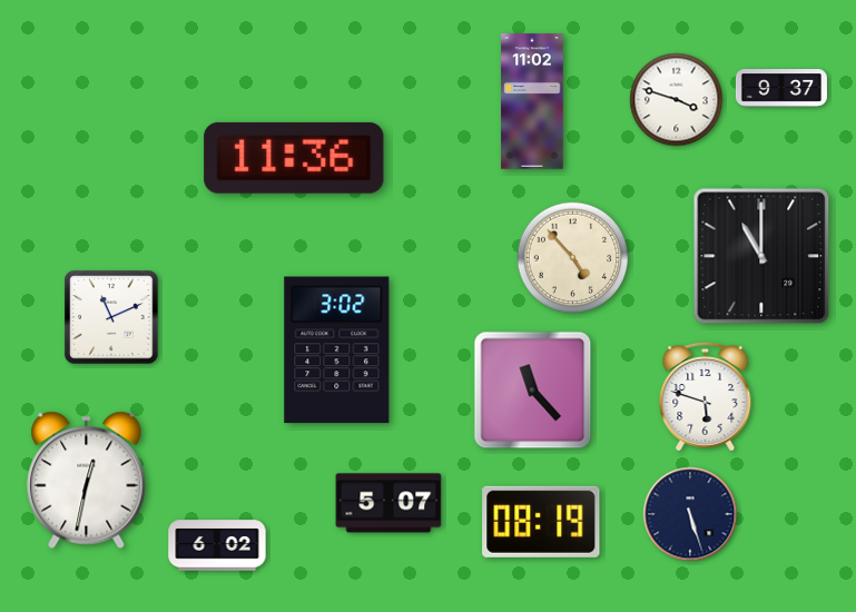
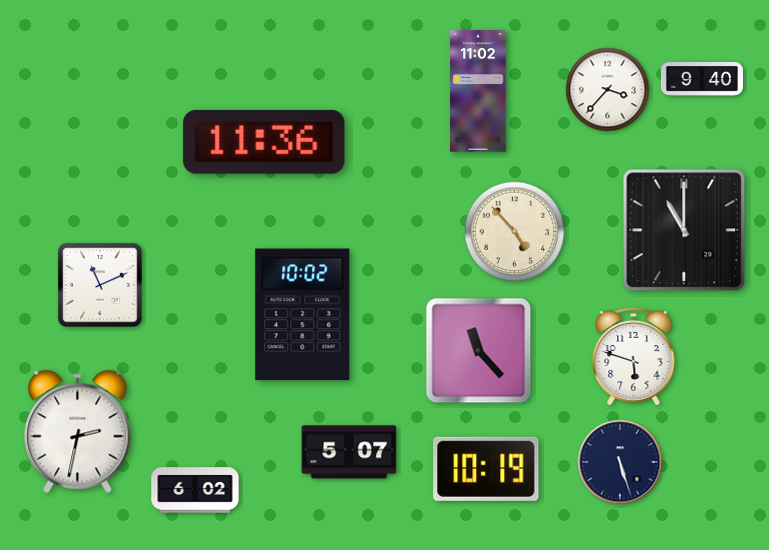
clock at (781, 89): 9:37 -> 9:40
clock at (677, 100): 3:48 -> 3:37
clock at (337, 351): 3:02 -> 10:02
clock at (87, 480): 12:32 -> 2:32
clock at (541, 522): 08:19 -> 10:19
